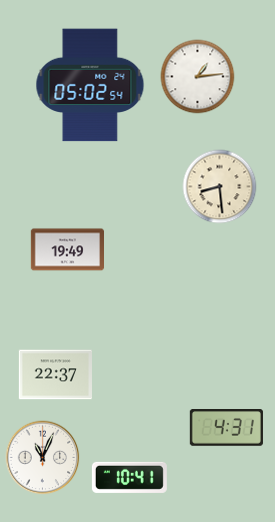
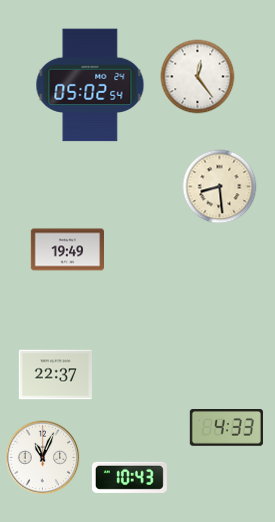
clock at (198, 77): 1:14 -> 12:24
clock at (226, 428): 4:31 -> 4:33
clock at (129, 477): 10:41 -> 10:43
